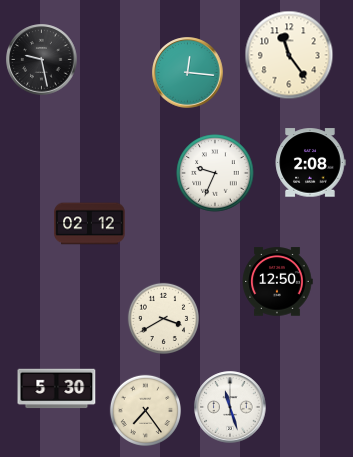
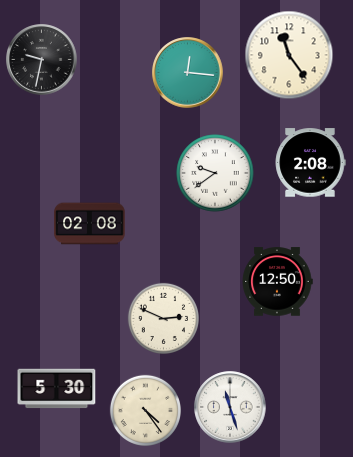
clock at (42, 60): 9:28 -> 9:32
clock at (215, 173): 9:34 -> 9:39
clock at (90, 224): 02:12 -> 02:08
clock at (163, 318): 3:40 -> 2:49
clock at (145, 410): 7:24 -> 4:24
